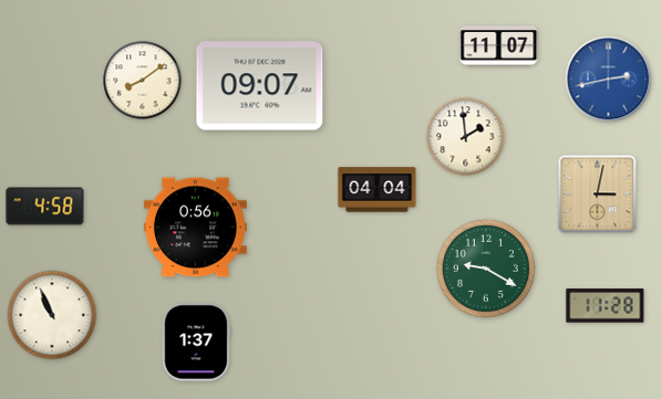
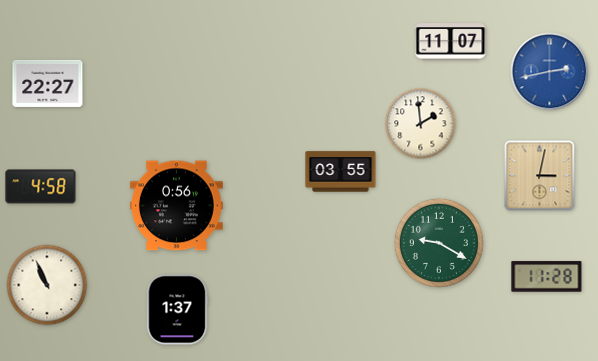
clock at (143, 81): 8:09 -> none
clock at (260, 86): 09:07 -> none
clock at (48, 83): none -> 22:27
clock at (377, 190): 04:04 -> 03:55
